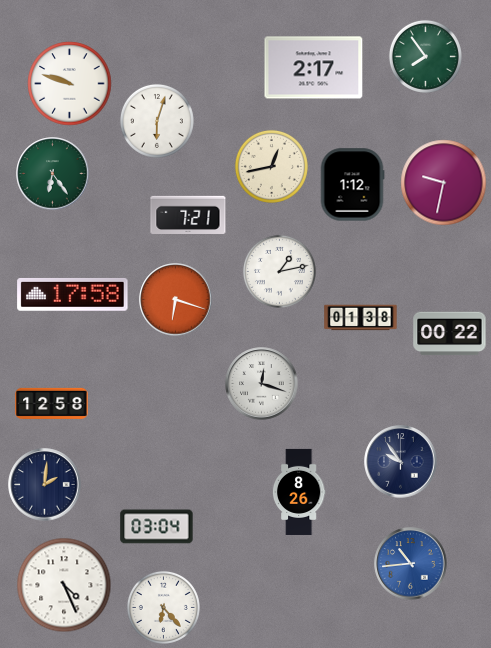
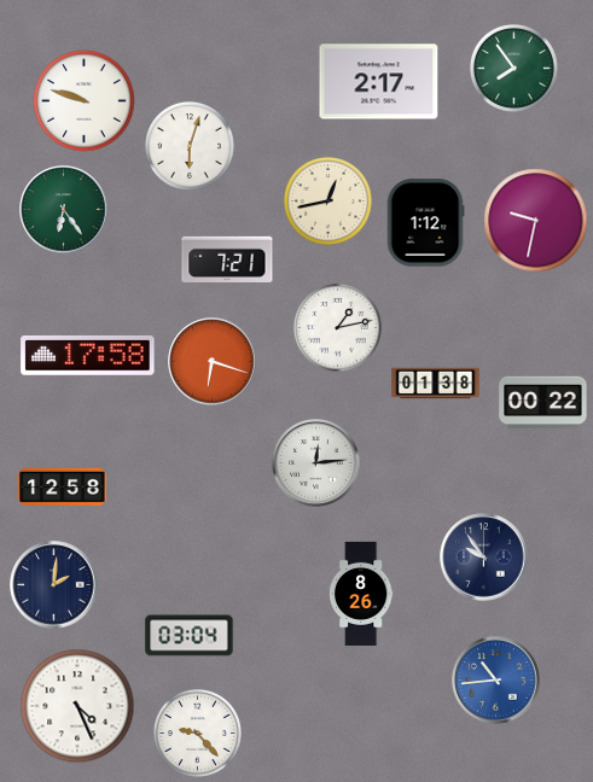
clock at (262, 384): 12:18 -> 12:14
clock at (163, 607): 6:23 -> 9:23
